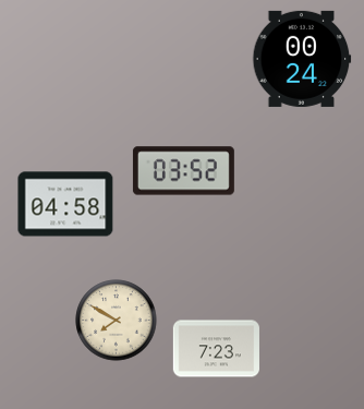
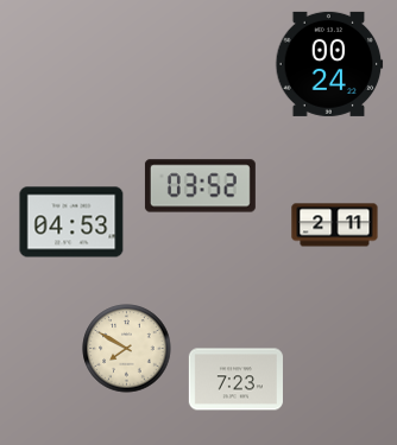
clock at (65, 204): 04:58 -> 04:53
clock at (335, 225): none -> 2:11
